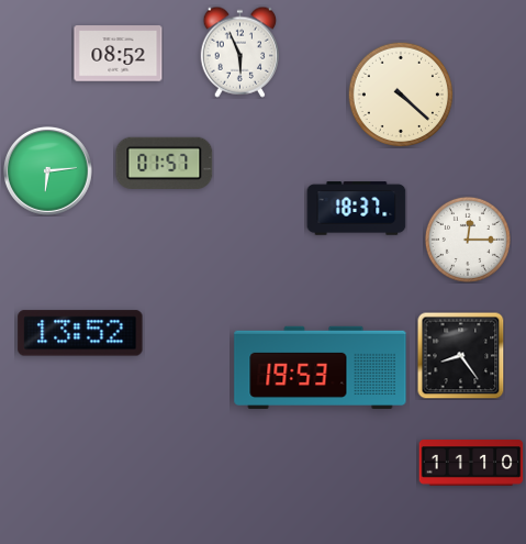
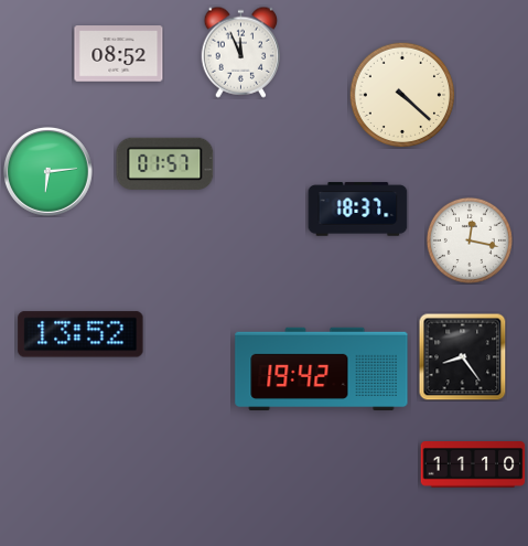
clock at (240, 52): 5:56 -> 11:56
clock at (468, 240): 12:15 -> 12:17
clock at (321, 368): 19:53 -> 19:42
